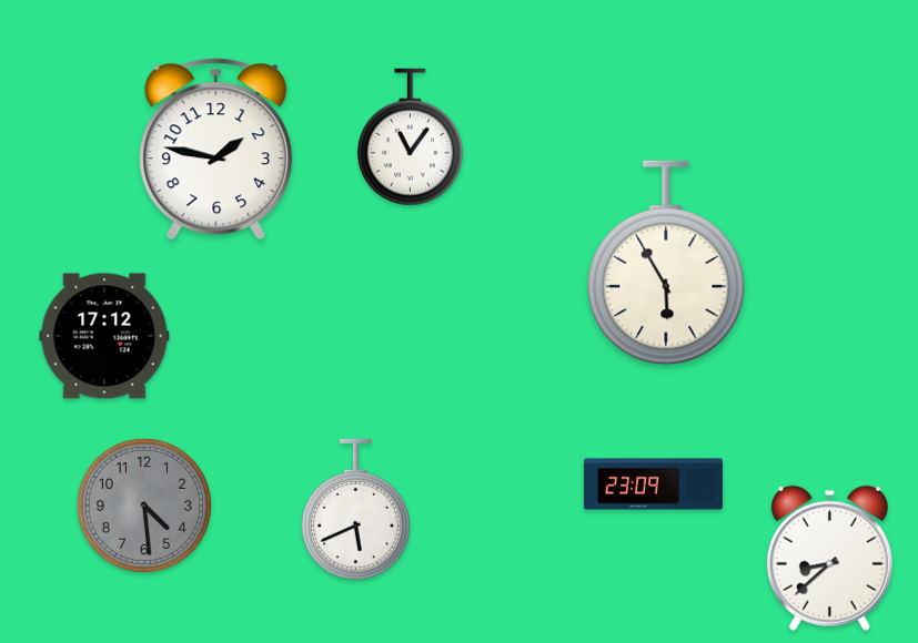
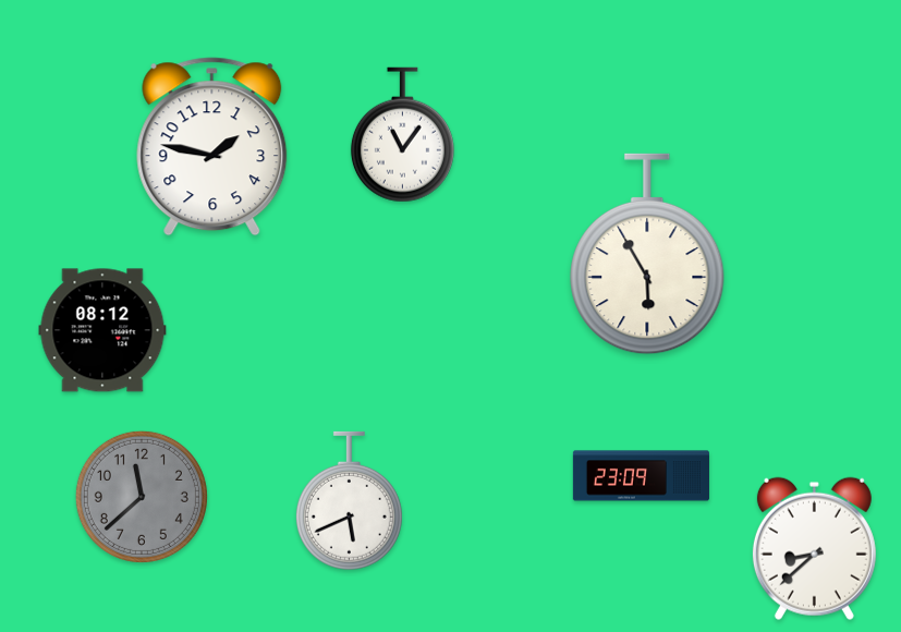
clock at (666, 263) position: (666, 263) -> (647, 254)
clock at (104, 336): 17:12 -> 08:12
clock at (144, 506): 4:29 -> 11:38
